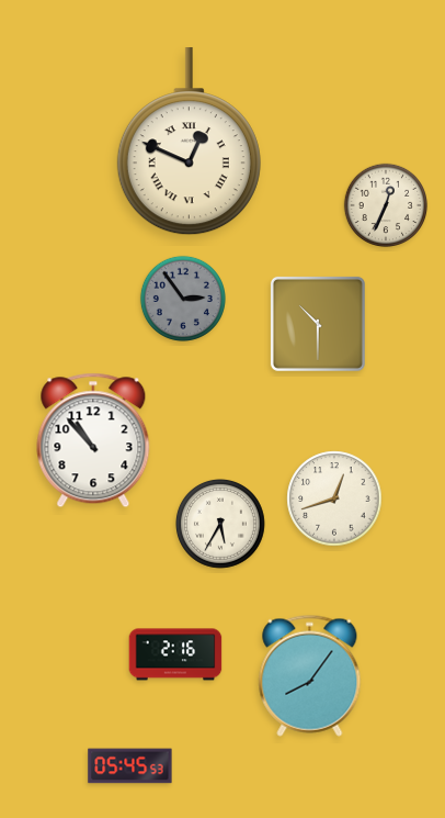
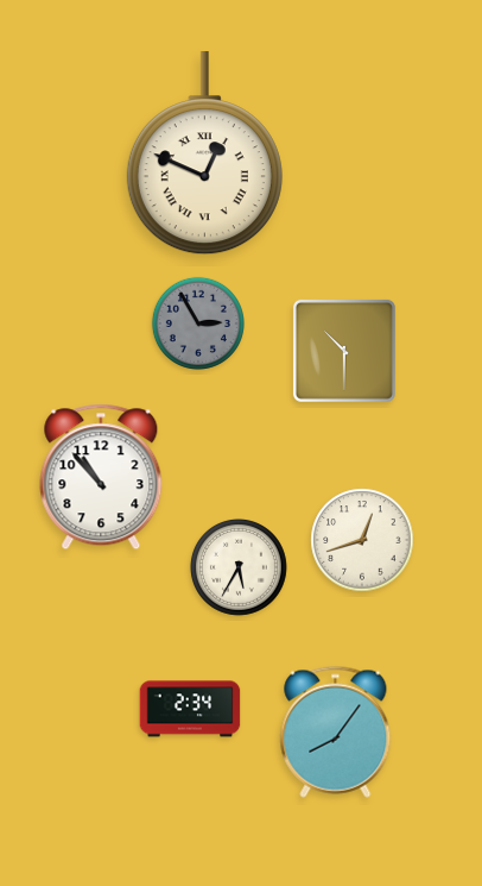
clock at (386, 205): 12:34 -> none
clock at (183, 299): 2:54 -> 2:55
clock at (175, 654): 2:16 -> 2:34
clock at (130, 766): 05:45 -> none
